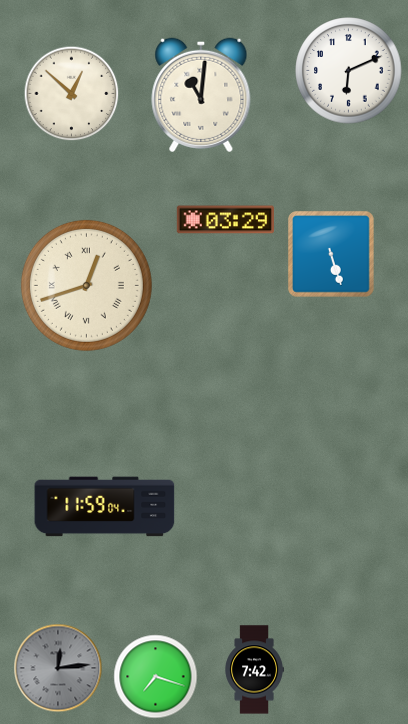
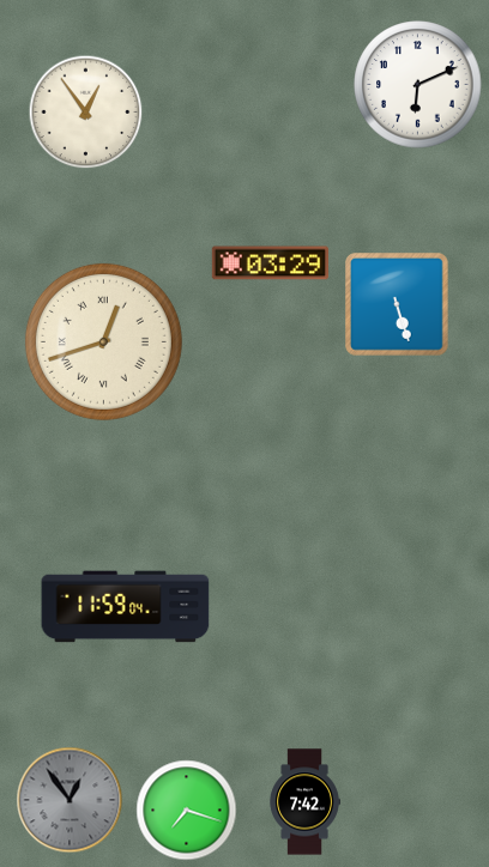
clock at (72, 94): 12:52 -> 12:54
clock at (201, 95): 11:01 -> none
clock at (58, 668): 12:14 -> 12:54
